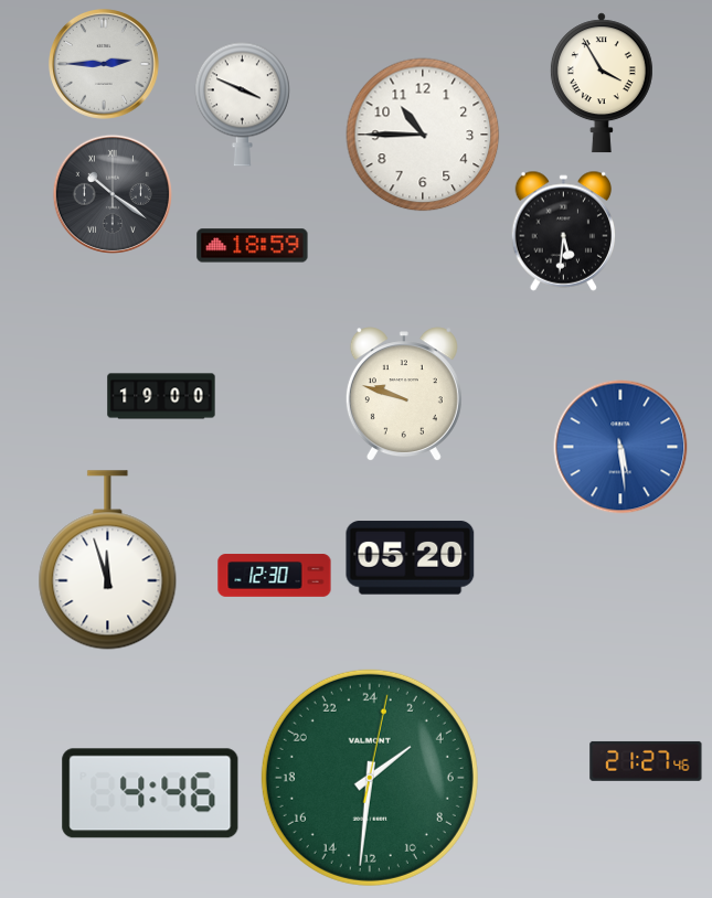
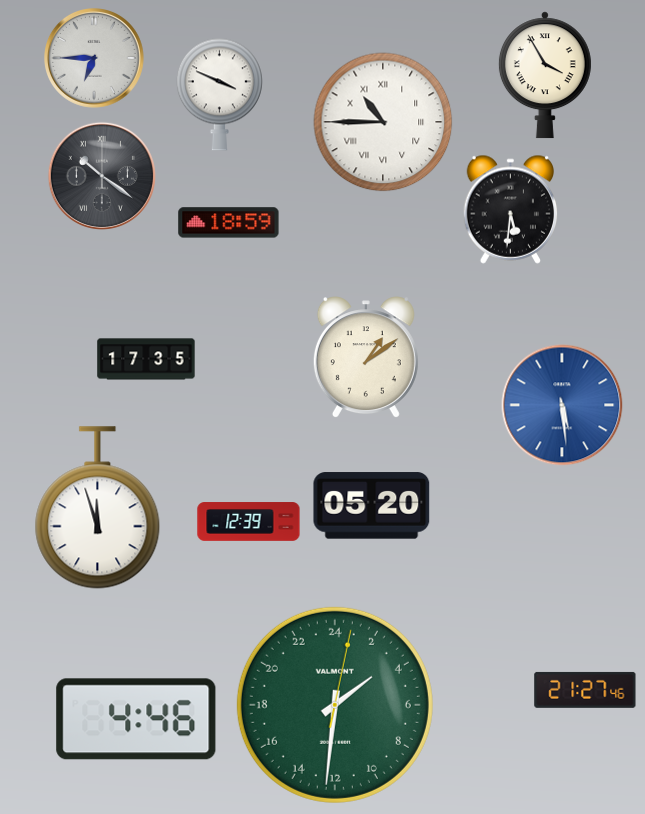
clock at (105, 65): 2:45 -> 6:45
clock at (423, 135) numerals: Arabic -> Roman
clock at (404, 394): 9:48 -> 1:09
clock at (161, 396): 19:00 -> 17:35
clock at (275, 576): 12:30 -> 12:39
